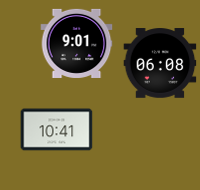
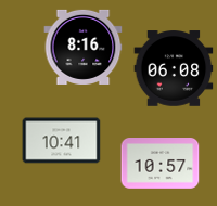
clock at (77, 43): 9:01 -> 8:16
clock at (161, 164): none -> 10:57
